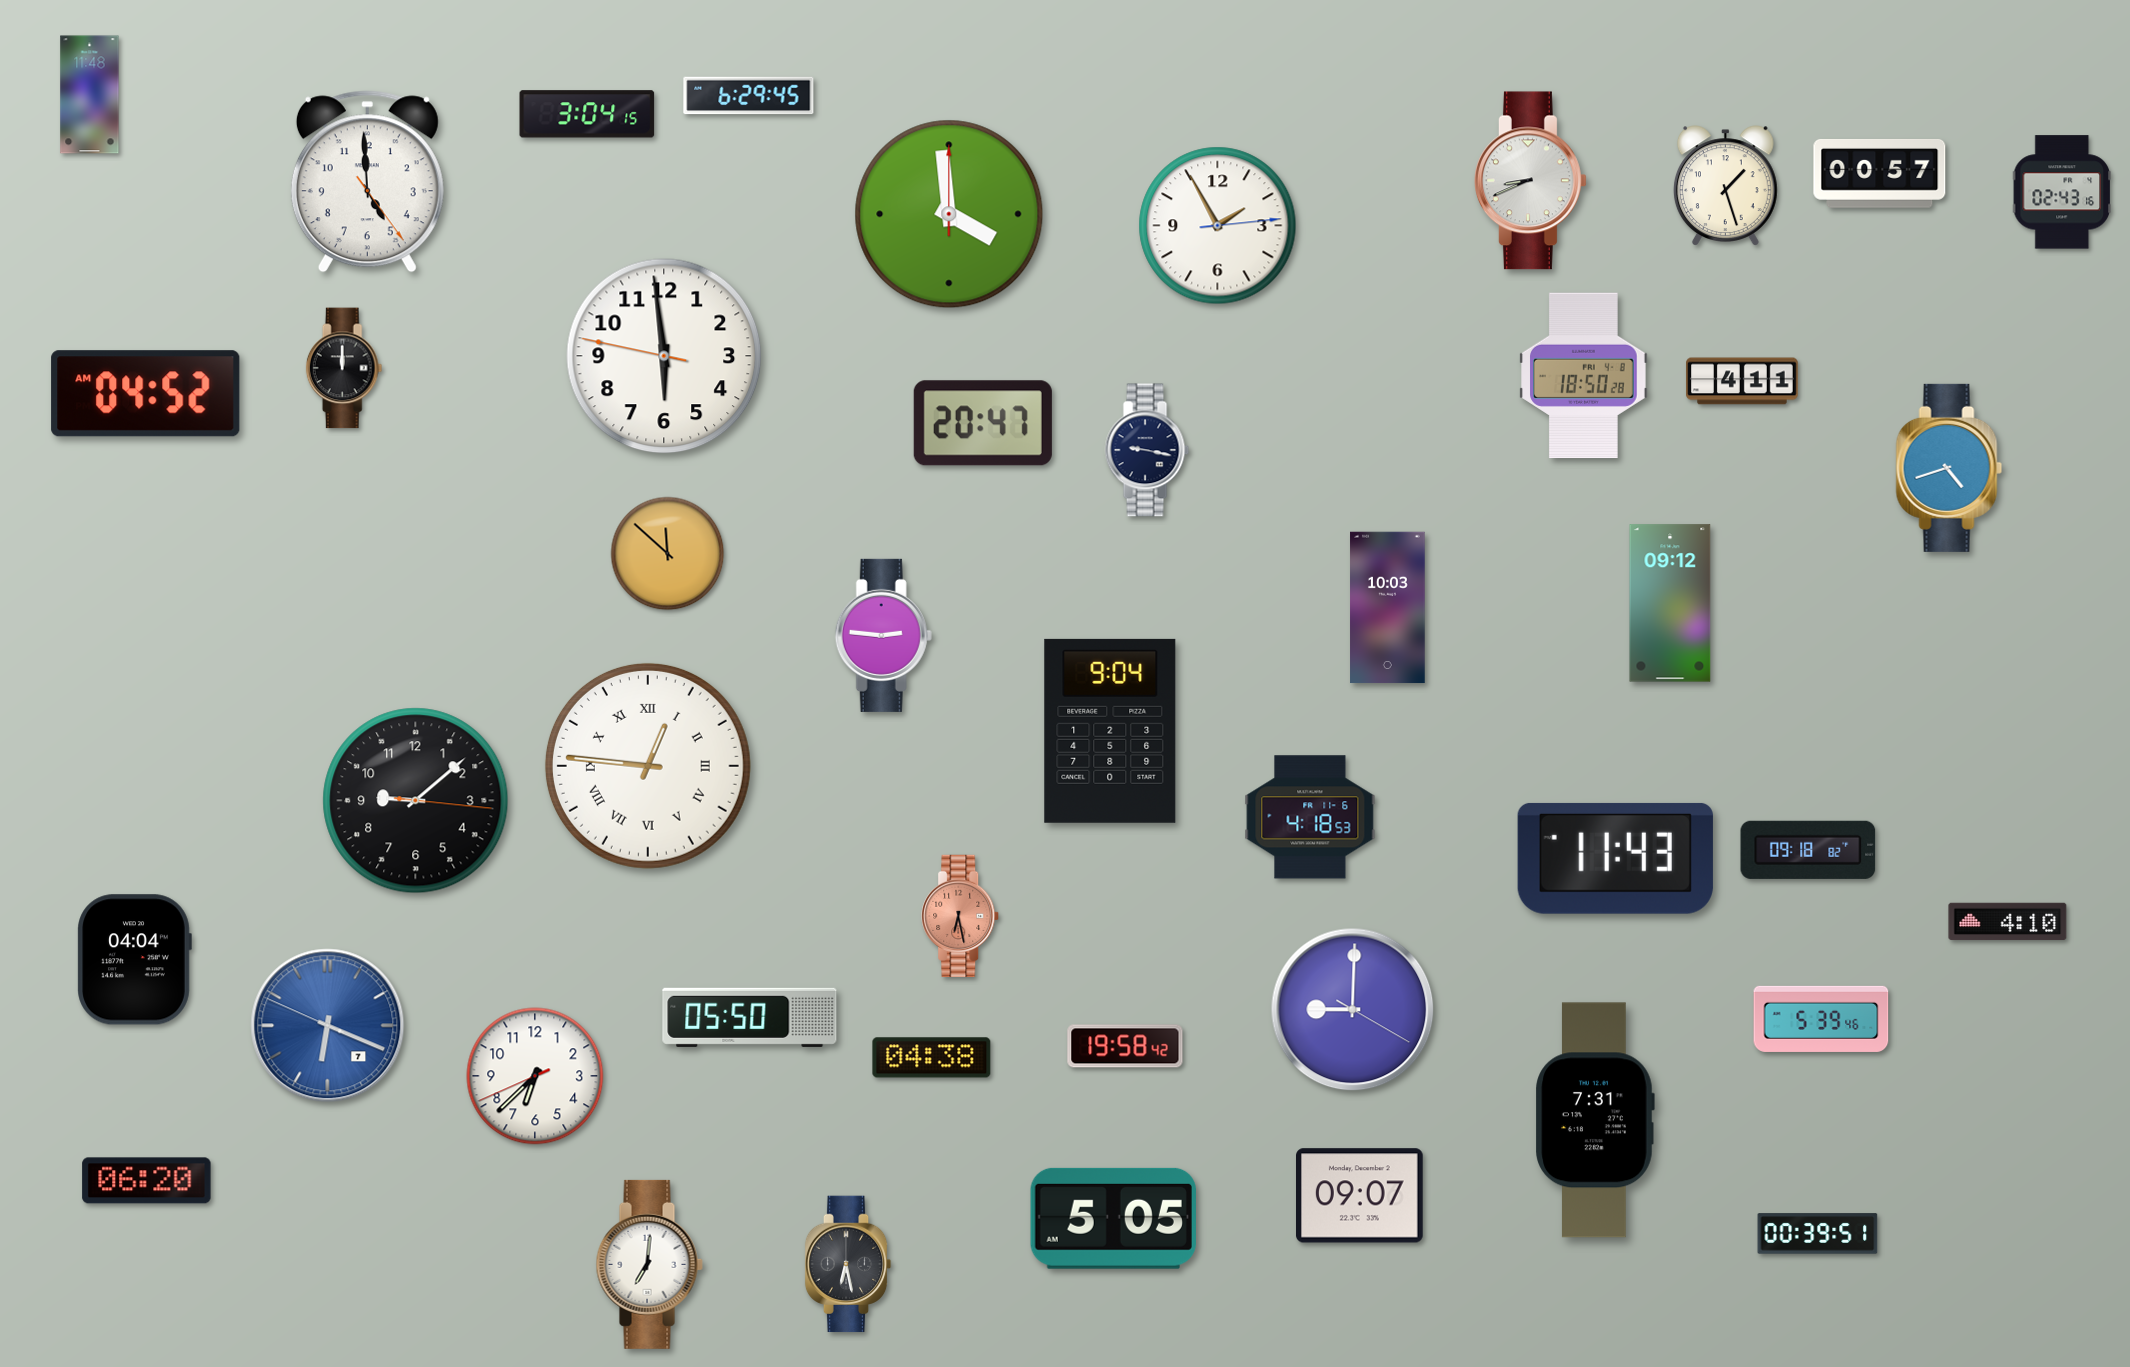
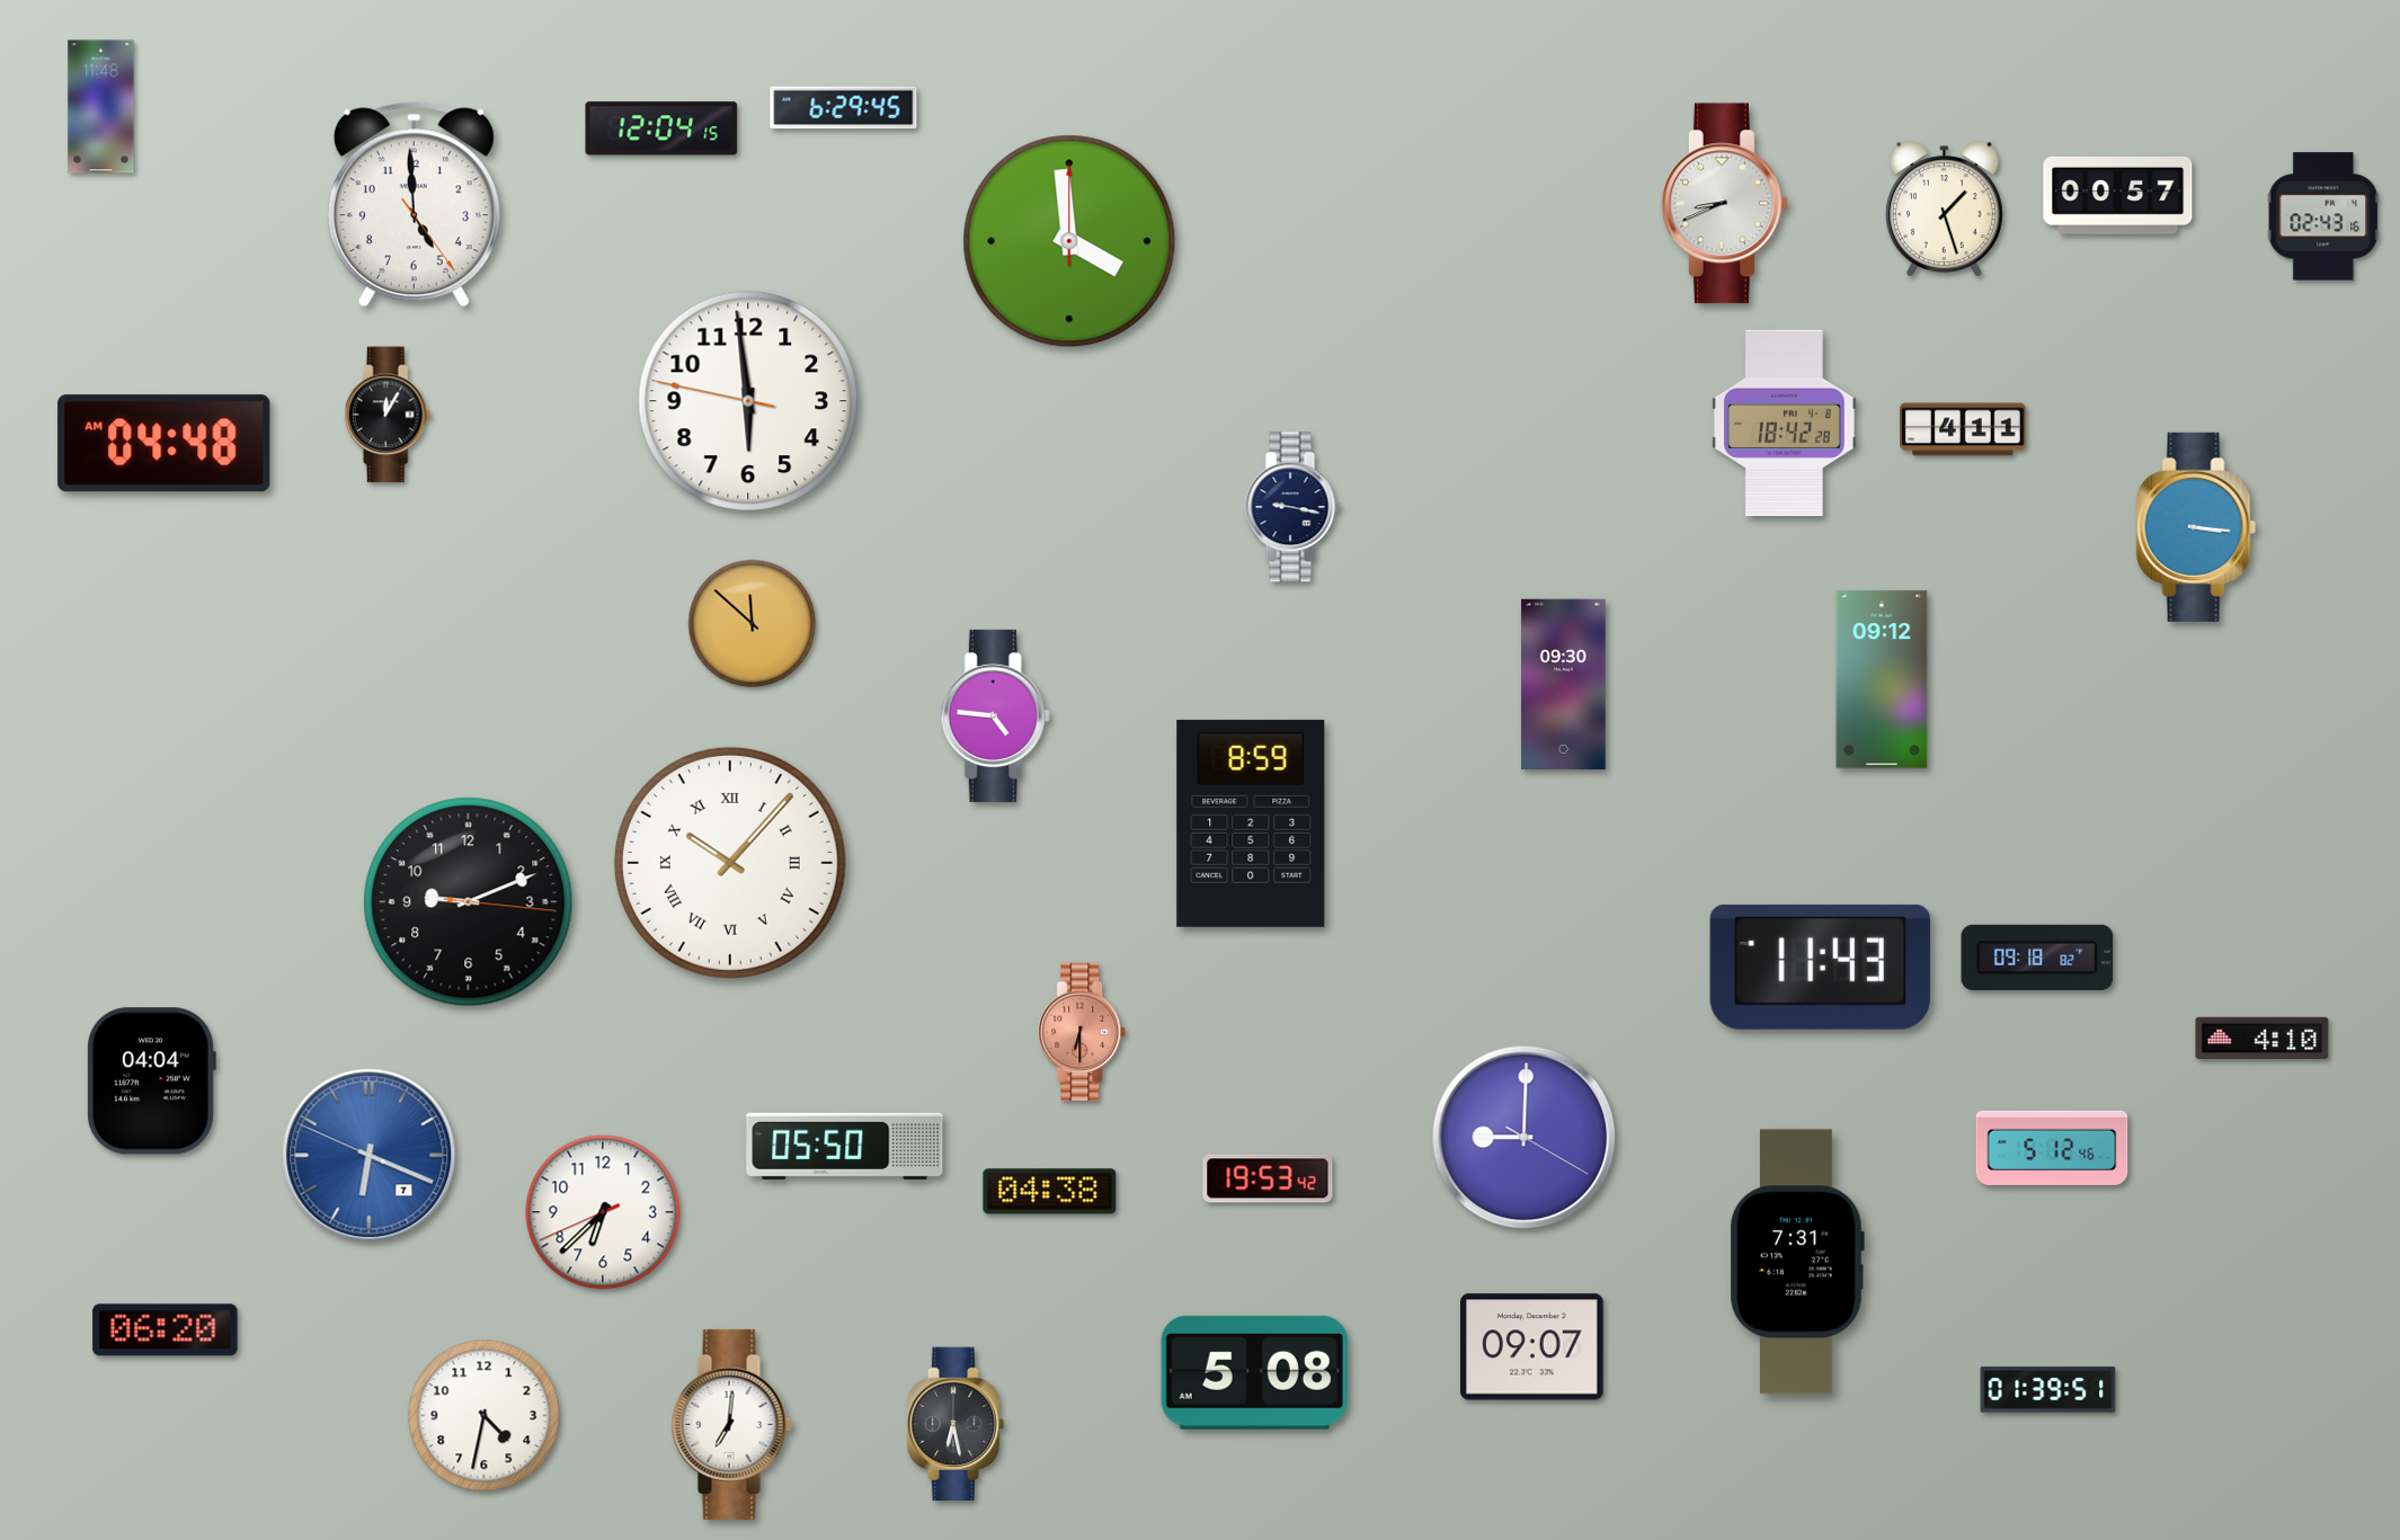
clock at (587, 114): 3:04 -> 12:04
clock at (1218, 226): 1:55 -> none
clock at (344, 368): 12:00 -> 12:05
clock at (1584, 376): 18:50 -> 18:42
clock at (146, 394): 04:52 -> 04:48
clock at (983, 423): 20:47 -> none
clock at (1949, 468): 4:42 -> 3:16
clock at (1388, 608): 10:03 -> 09:30
clock at (883, 635): 2:46 -> 4:46
clock at (1110, 731): 9:04 -> 8:59
clock at (648, 766): 12:46 -> 10:07
clock at (416, 801): 9:08 -> 9:11
clock at (1310, 817): 4:18 -> none
clock at (961, 916): 6:28 -> 6:30
clock at (1821, 1019): 5:39 -> 5:12
clock at (1125, 1046): 19:58 -> 19:53
clock at (1113, 1218): 5:05 -> 5:08
clock at (1818, 1234): 00:39 -> 01:39
clock at (485, 1416): none -> 4:32
